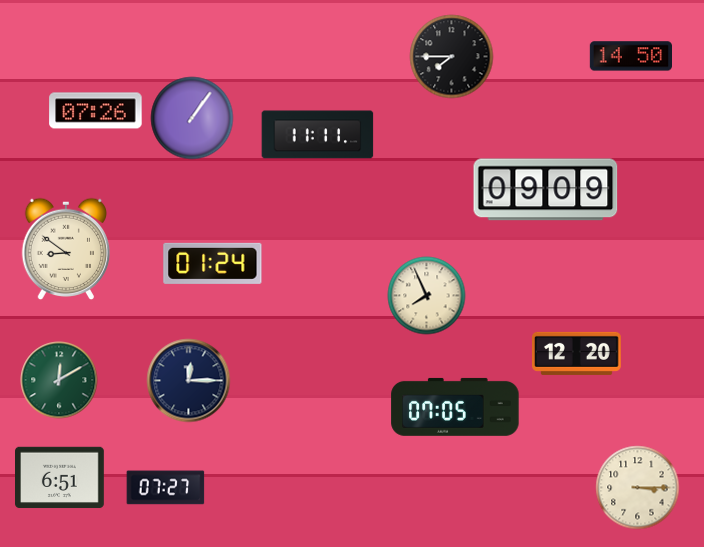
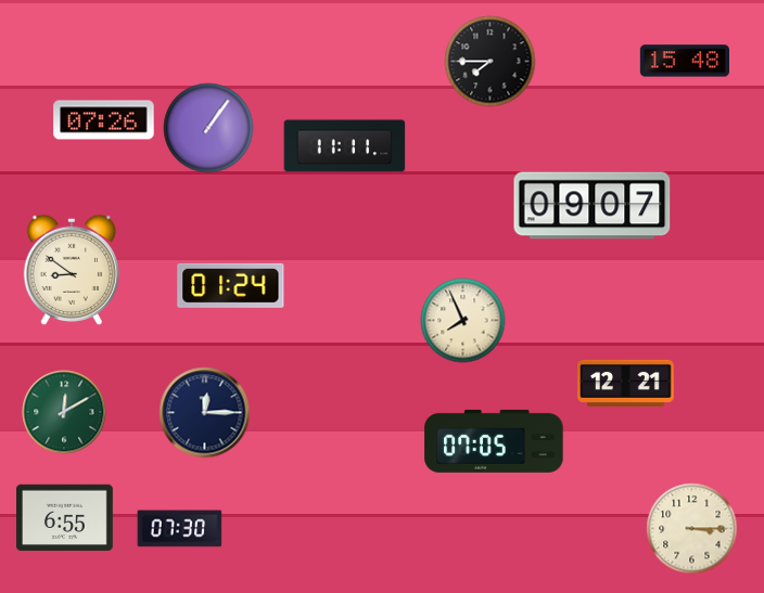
clock at (630, 56): 14:50 -> 15:48
clock at (546, 190): 09:09 -> 09:07
clock at (577, 353): 12:20 -> 12:21
clock at (60, 478): 6:51 -> 6:55
clock at (166, 488): 07:27 -> 07:30
